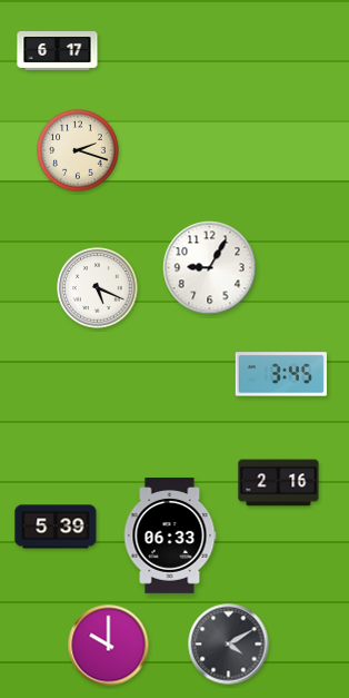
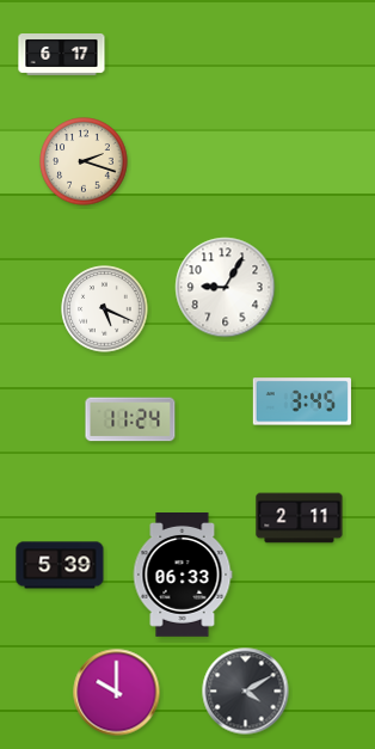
clock at (130, 419): none -> 11:24
clock at (279, 483): 2:16 -> 2:11
